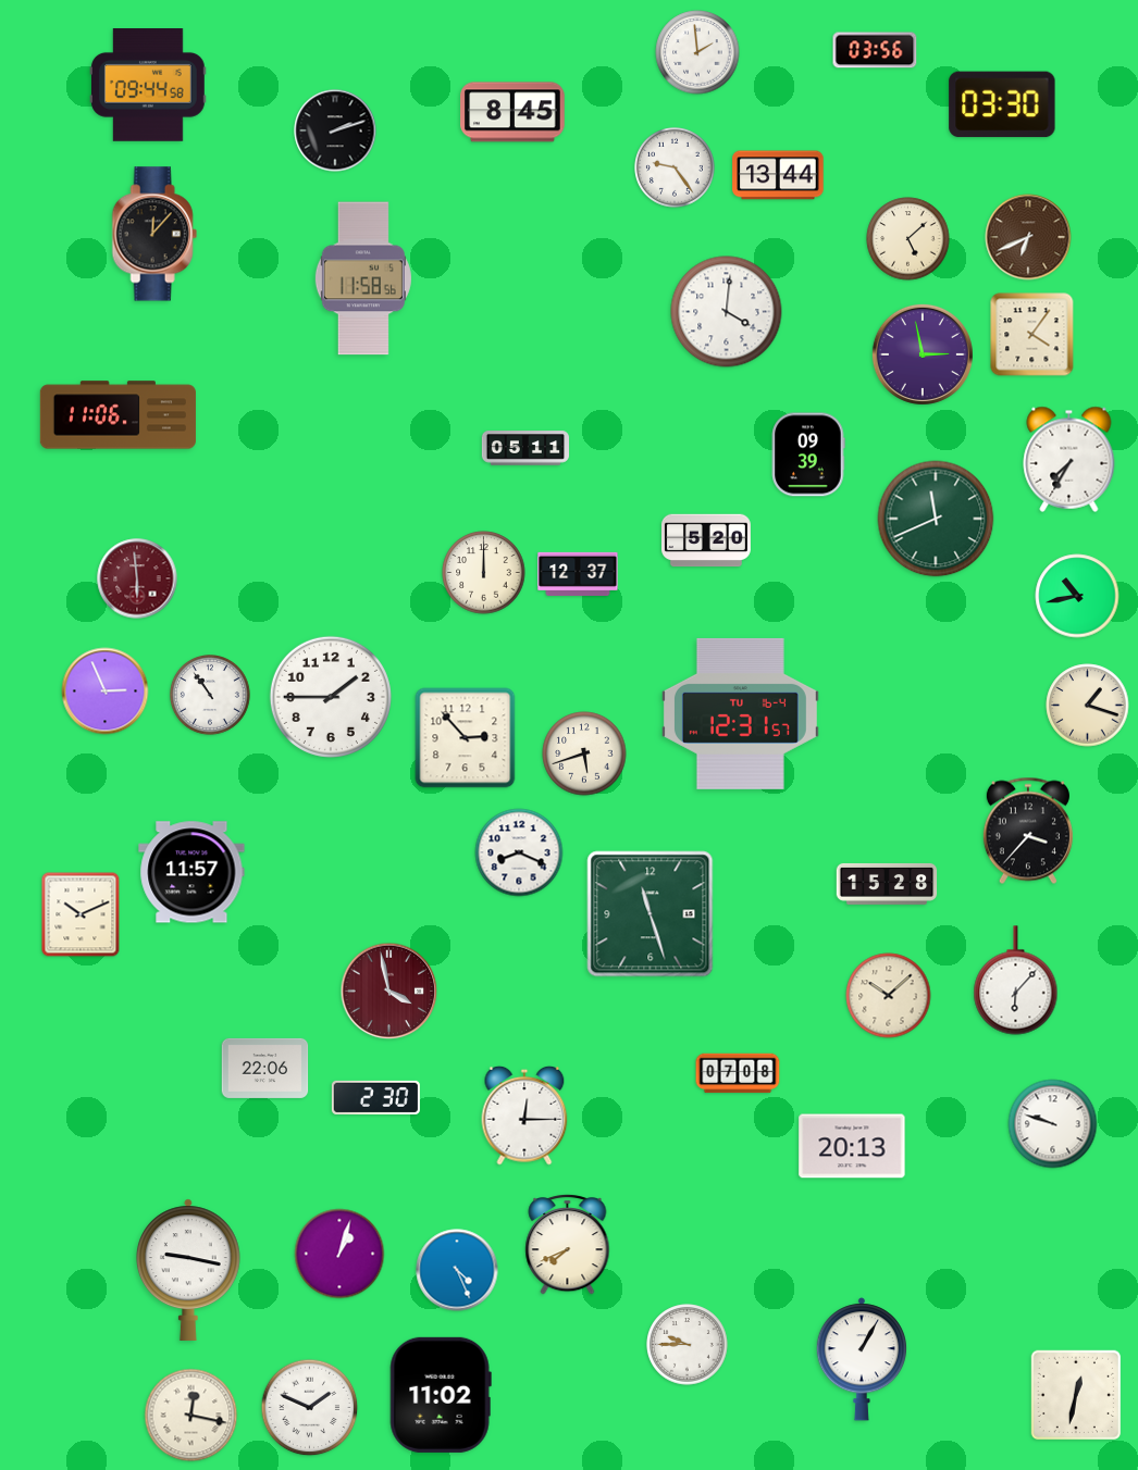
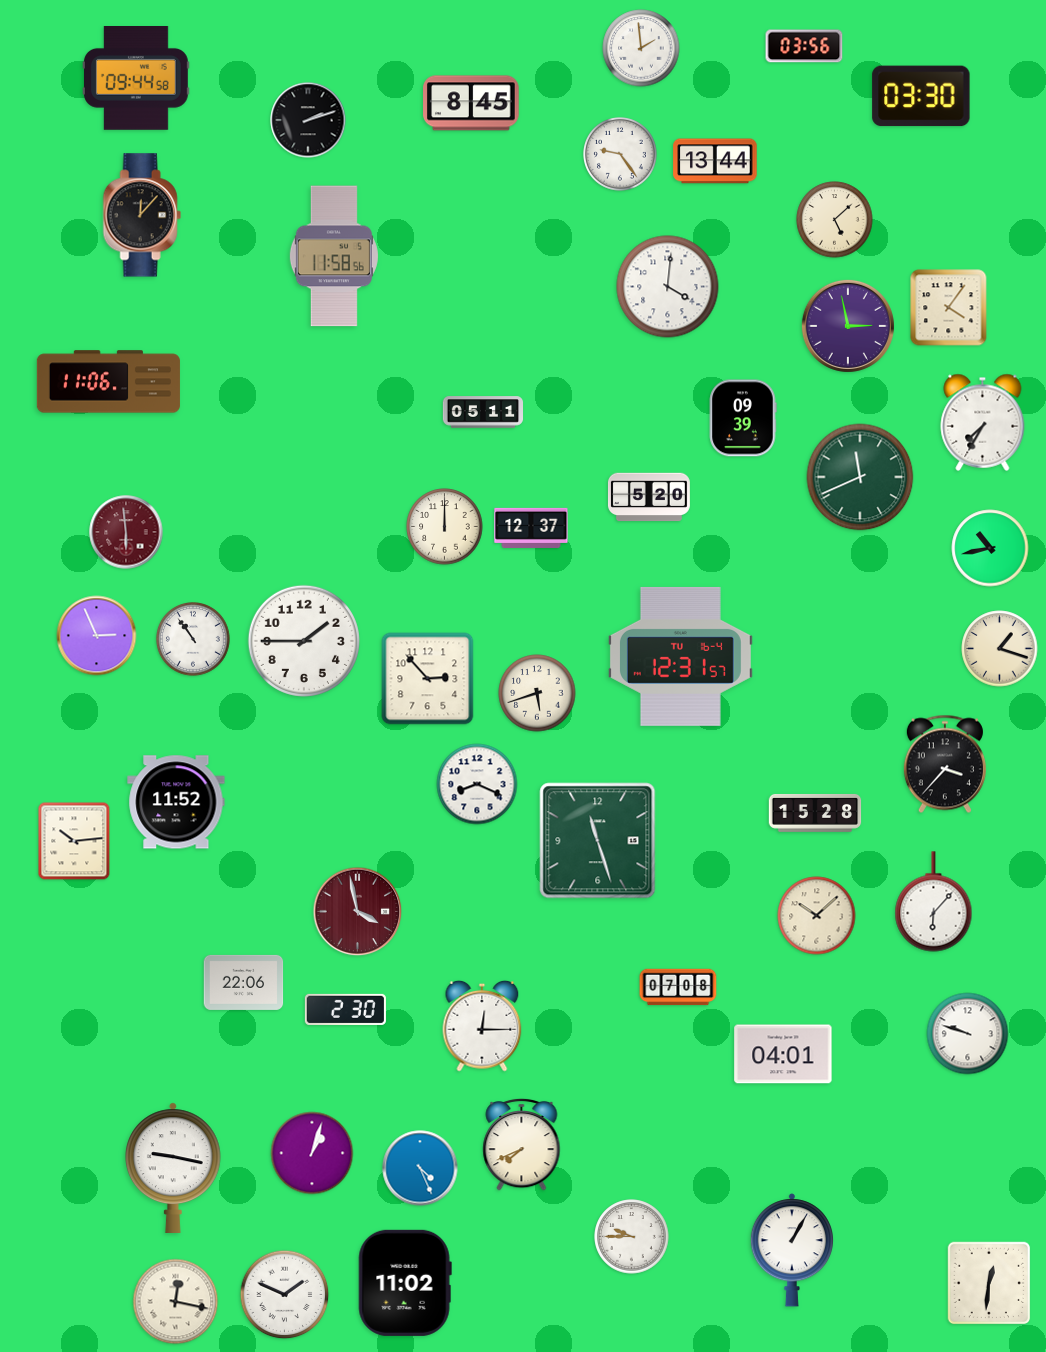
clock at (1028, 237): 6:41 -> none
clock at (191, 872): 11:57 -> 11:52
clock at (81, 914): 10:11 -> 10:14
clock at (852, 1146): 20:13 -> 04:01
clock at (1076, 1395): 12:32 -> 12:31
